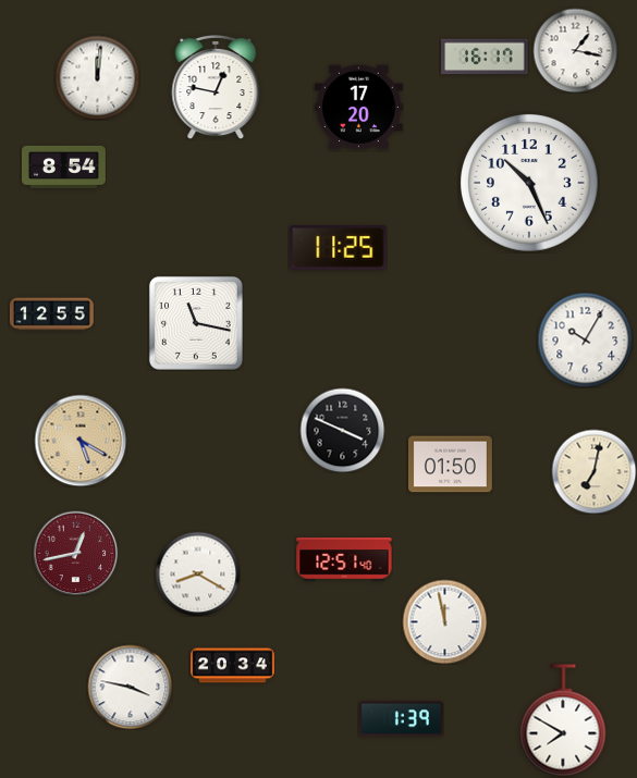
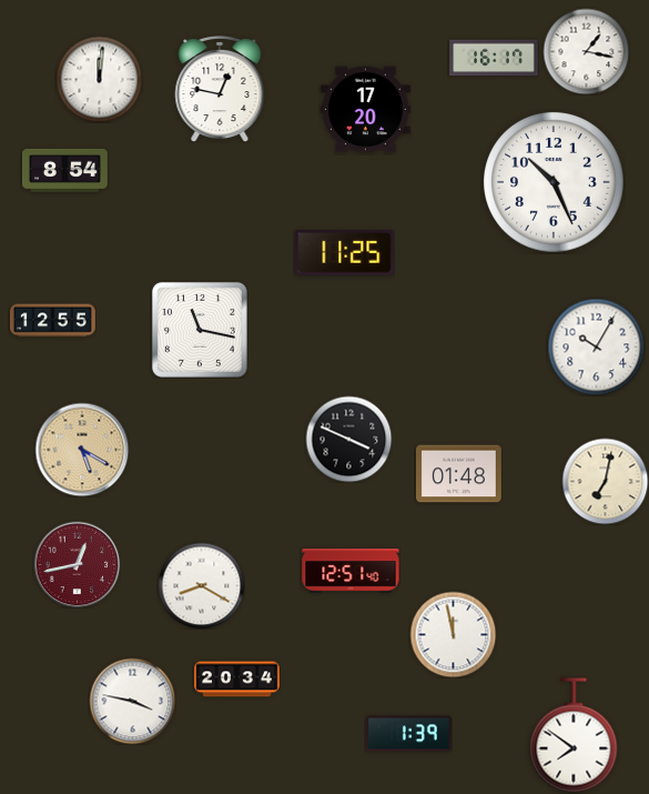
clock at (530, 184) position: (530, 184) -> (555, 183)
clock at (450, 465): 01:50 -> 01:48
clock at (563, 720): 7:50 -> 7:51
